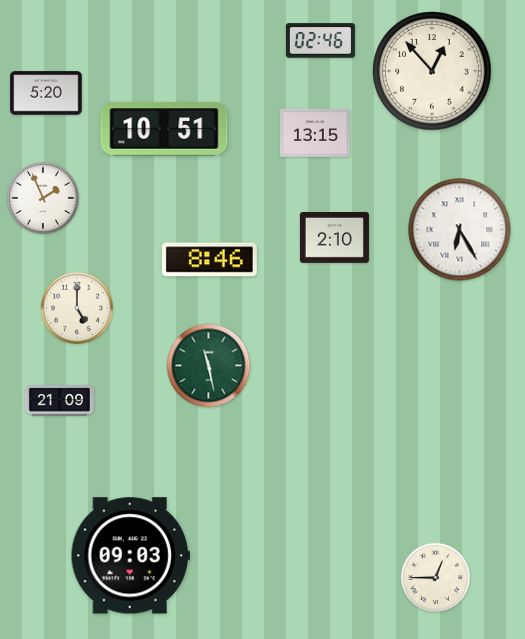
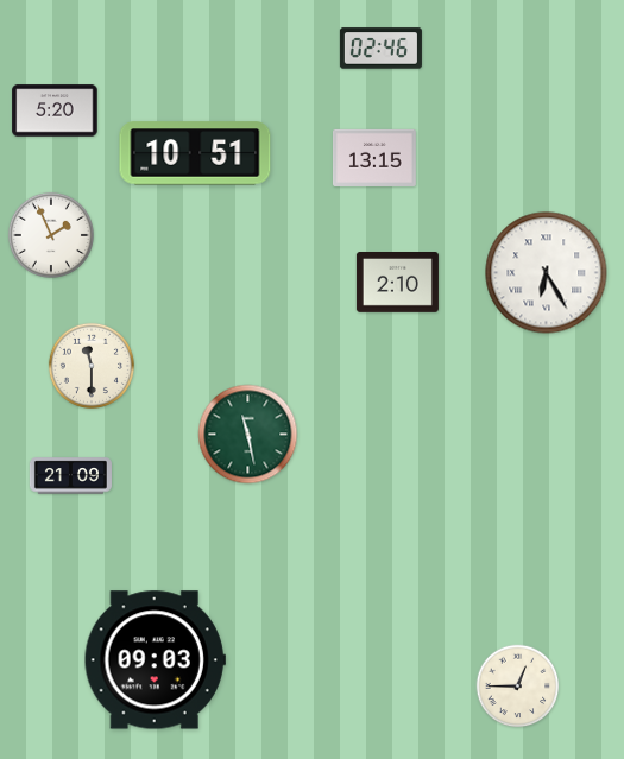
clock at (432, 71): 12:53 -> none
clock at (209, 260): 8:46 -> none
clock at (77, 308): 5:00 -> 11:30
